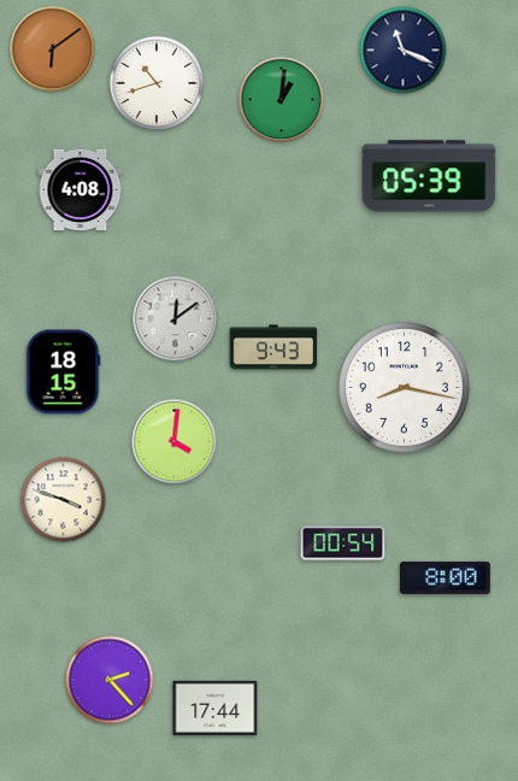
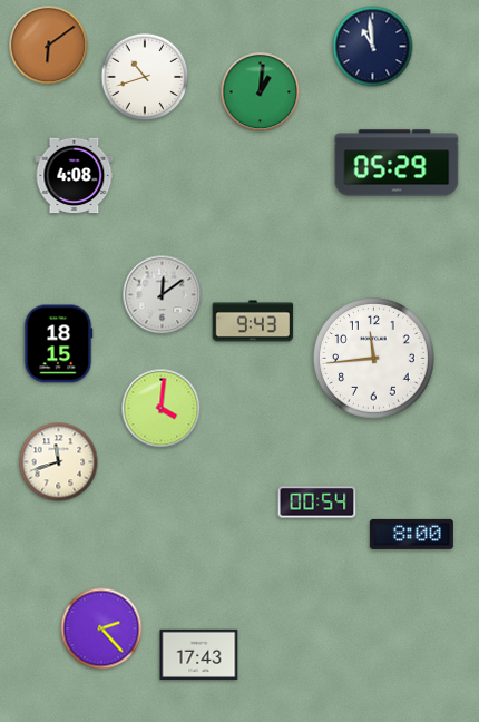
clock at (404, 51): 11:19 -> 10:59
clock at (429, 176): 05:39 -> 05:29
clock at (405, 388): 8:17 -> 11:44
clock at (64, 500): 3:48 -> 11:42
clock at (216, 707): 17:44 -> 17:43
